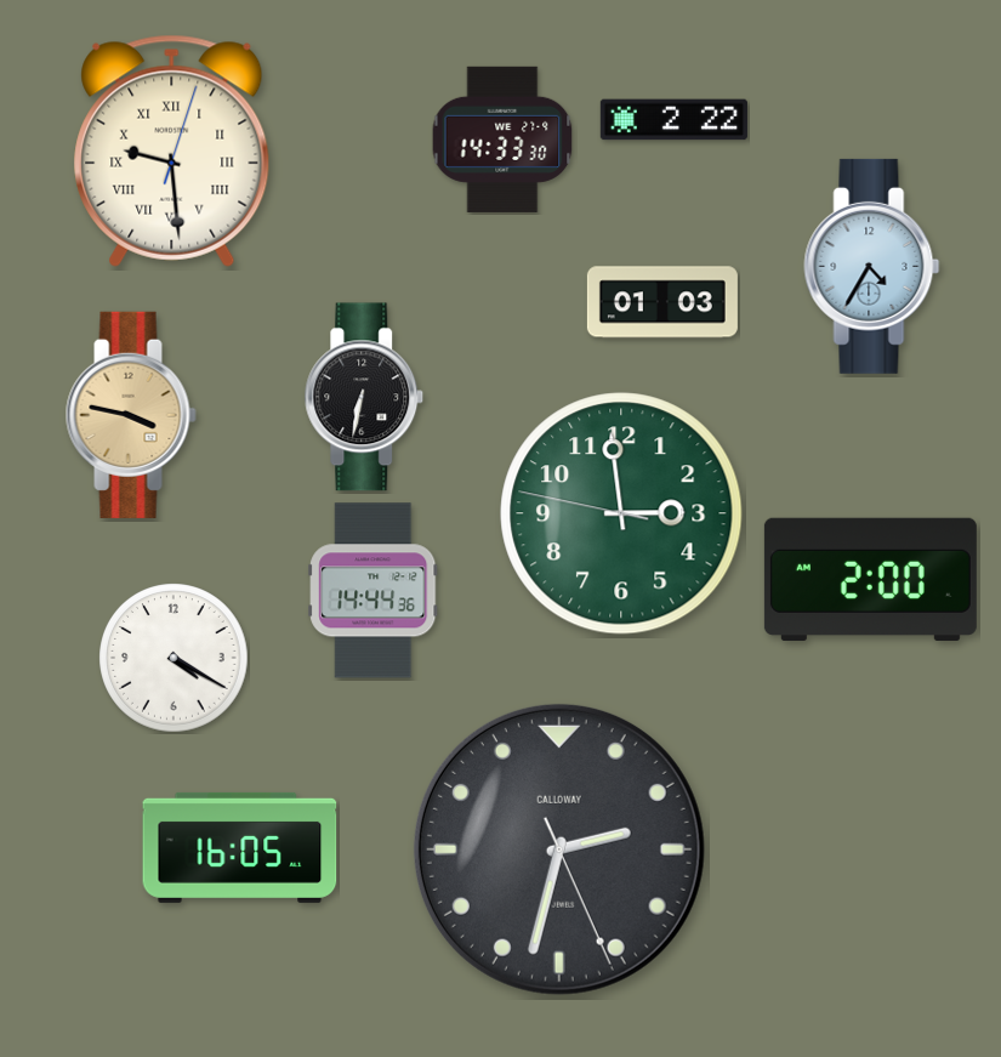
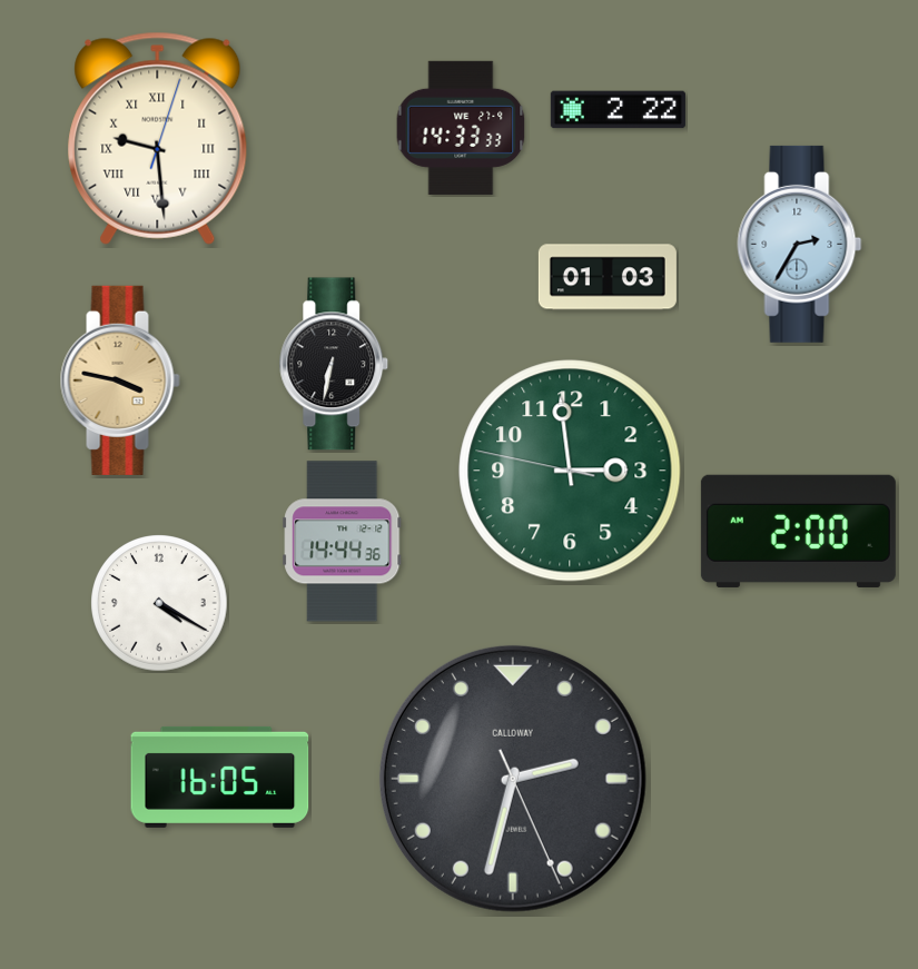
clock at (502, 140): 14:33:30 -> 14:33:33
clock at (872, 266): 4:35 -> 2:35
